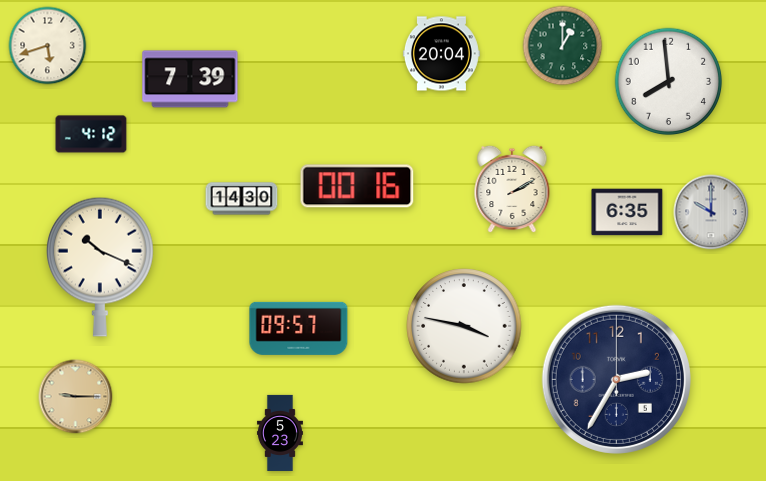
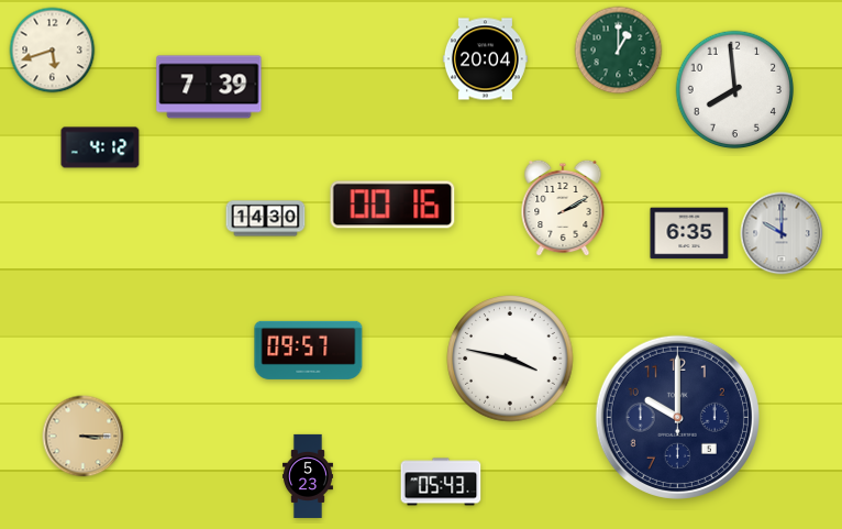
clock at (100, 267): 10:19 -> none
clock at (299, 328) position: (299, 328) -> (309, 350)
clock at (616, 379): 2:35 -> 10:00
clock at (76, 397): 9:15 -> 3:15
clock at (441, 482): none -> 05:43
